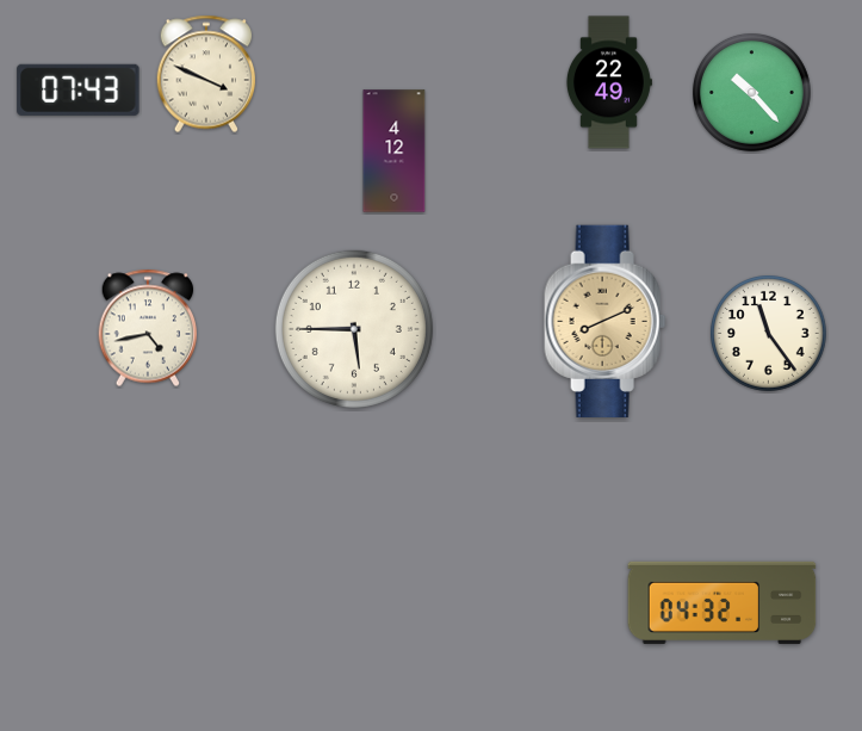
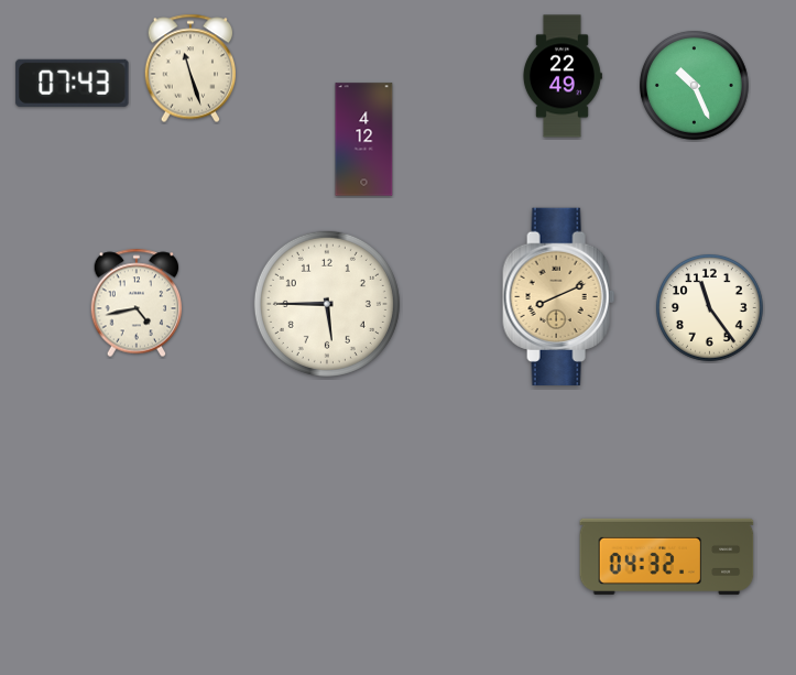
clock at (206, 74): 3:49 -> 11:27
clock at (752, 93): 10:23 -> 10:26
